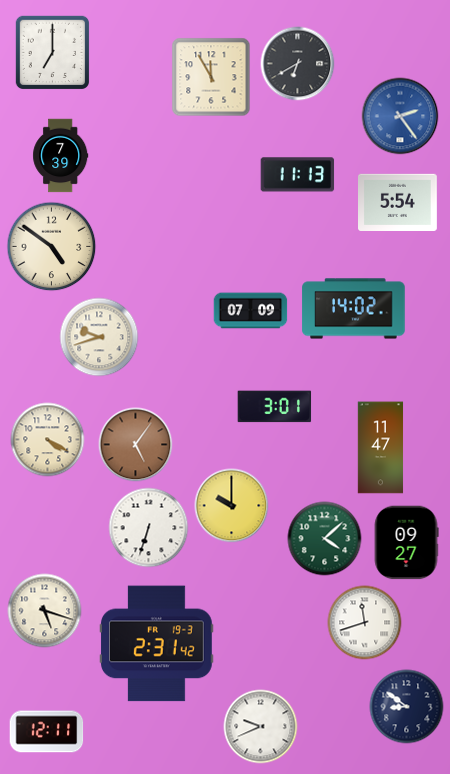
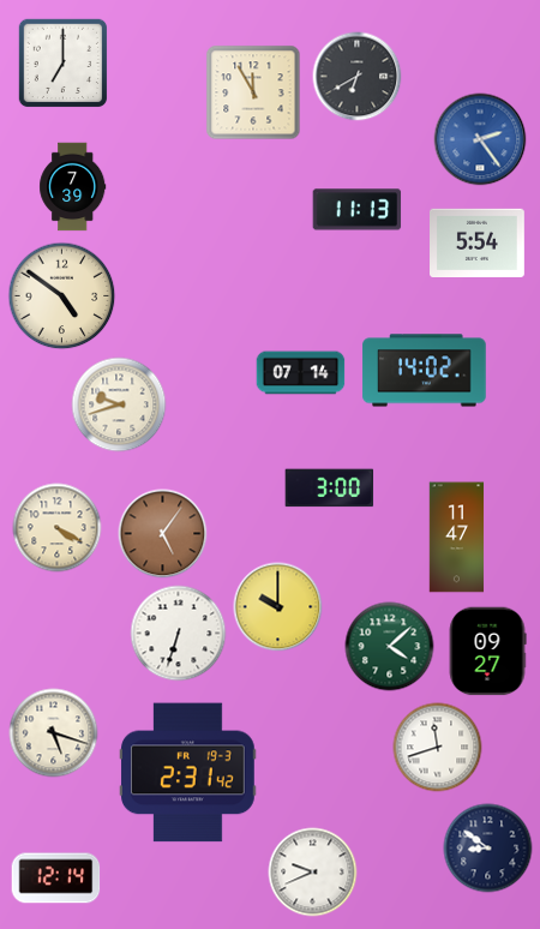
clock at (251, 311): 07:09 -> 07:14
clock at (275, 407): 3:01 -> 3:00
clock at (47, 732): 12:11 -> 12:14
